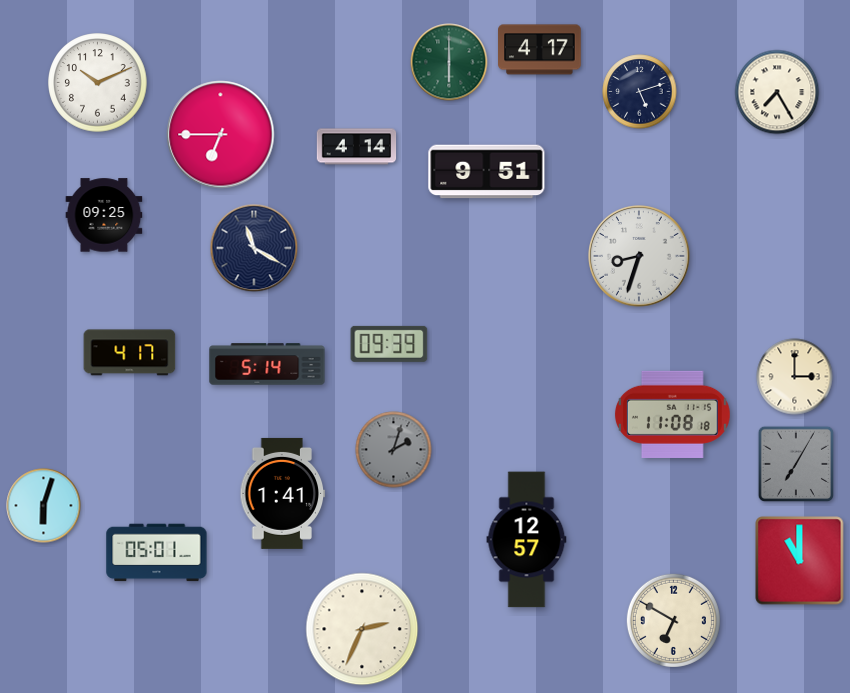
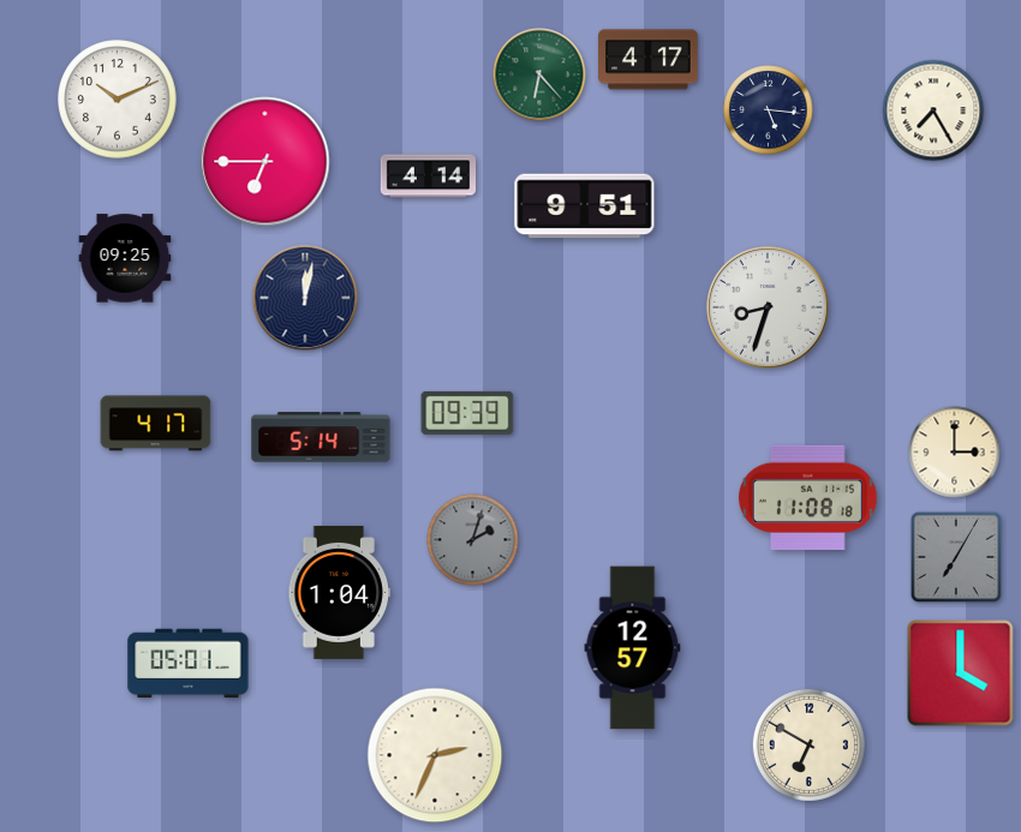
clock at (449, 62): 6:00 -> 6:23
clock at (640, 92): 5:12 -> 5:16
clock at (254, 248): 11:20 -> 12:02
clock at (283, 493): 1:41 -> 1:04
clock at (44, 506): 6:03 -> none
clock at (800, 561): 11:00 -> 4:00
